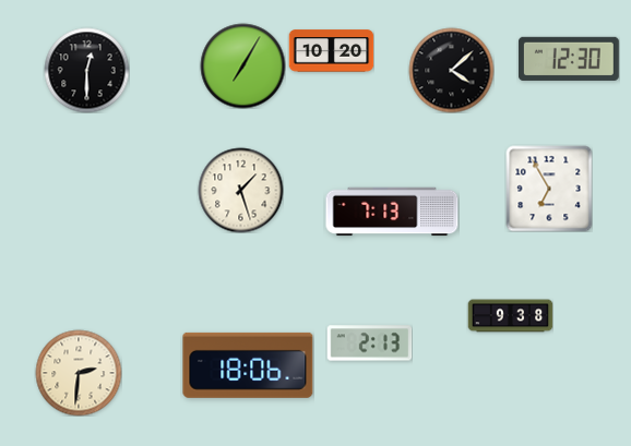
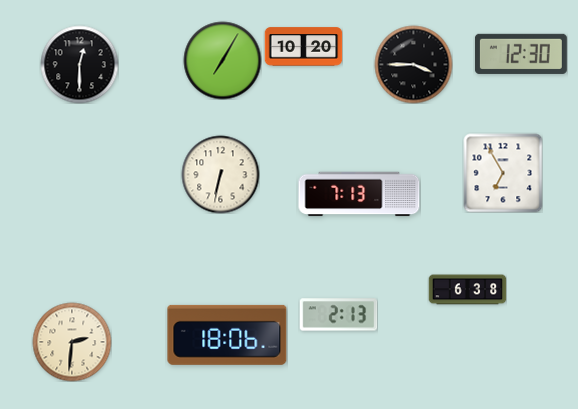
clock at (451, 70): 4:08 -> 3:45
clock at (240, 190): 1:27 -> 6:32
clock at (510, 316): 9:38 -> 6:38
